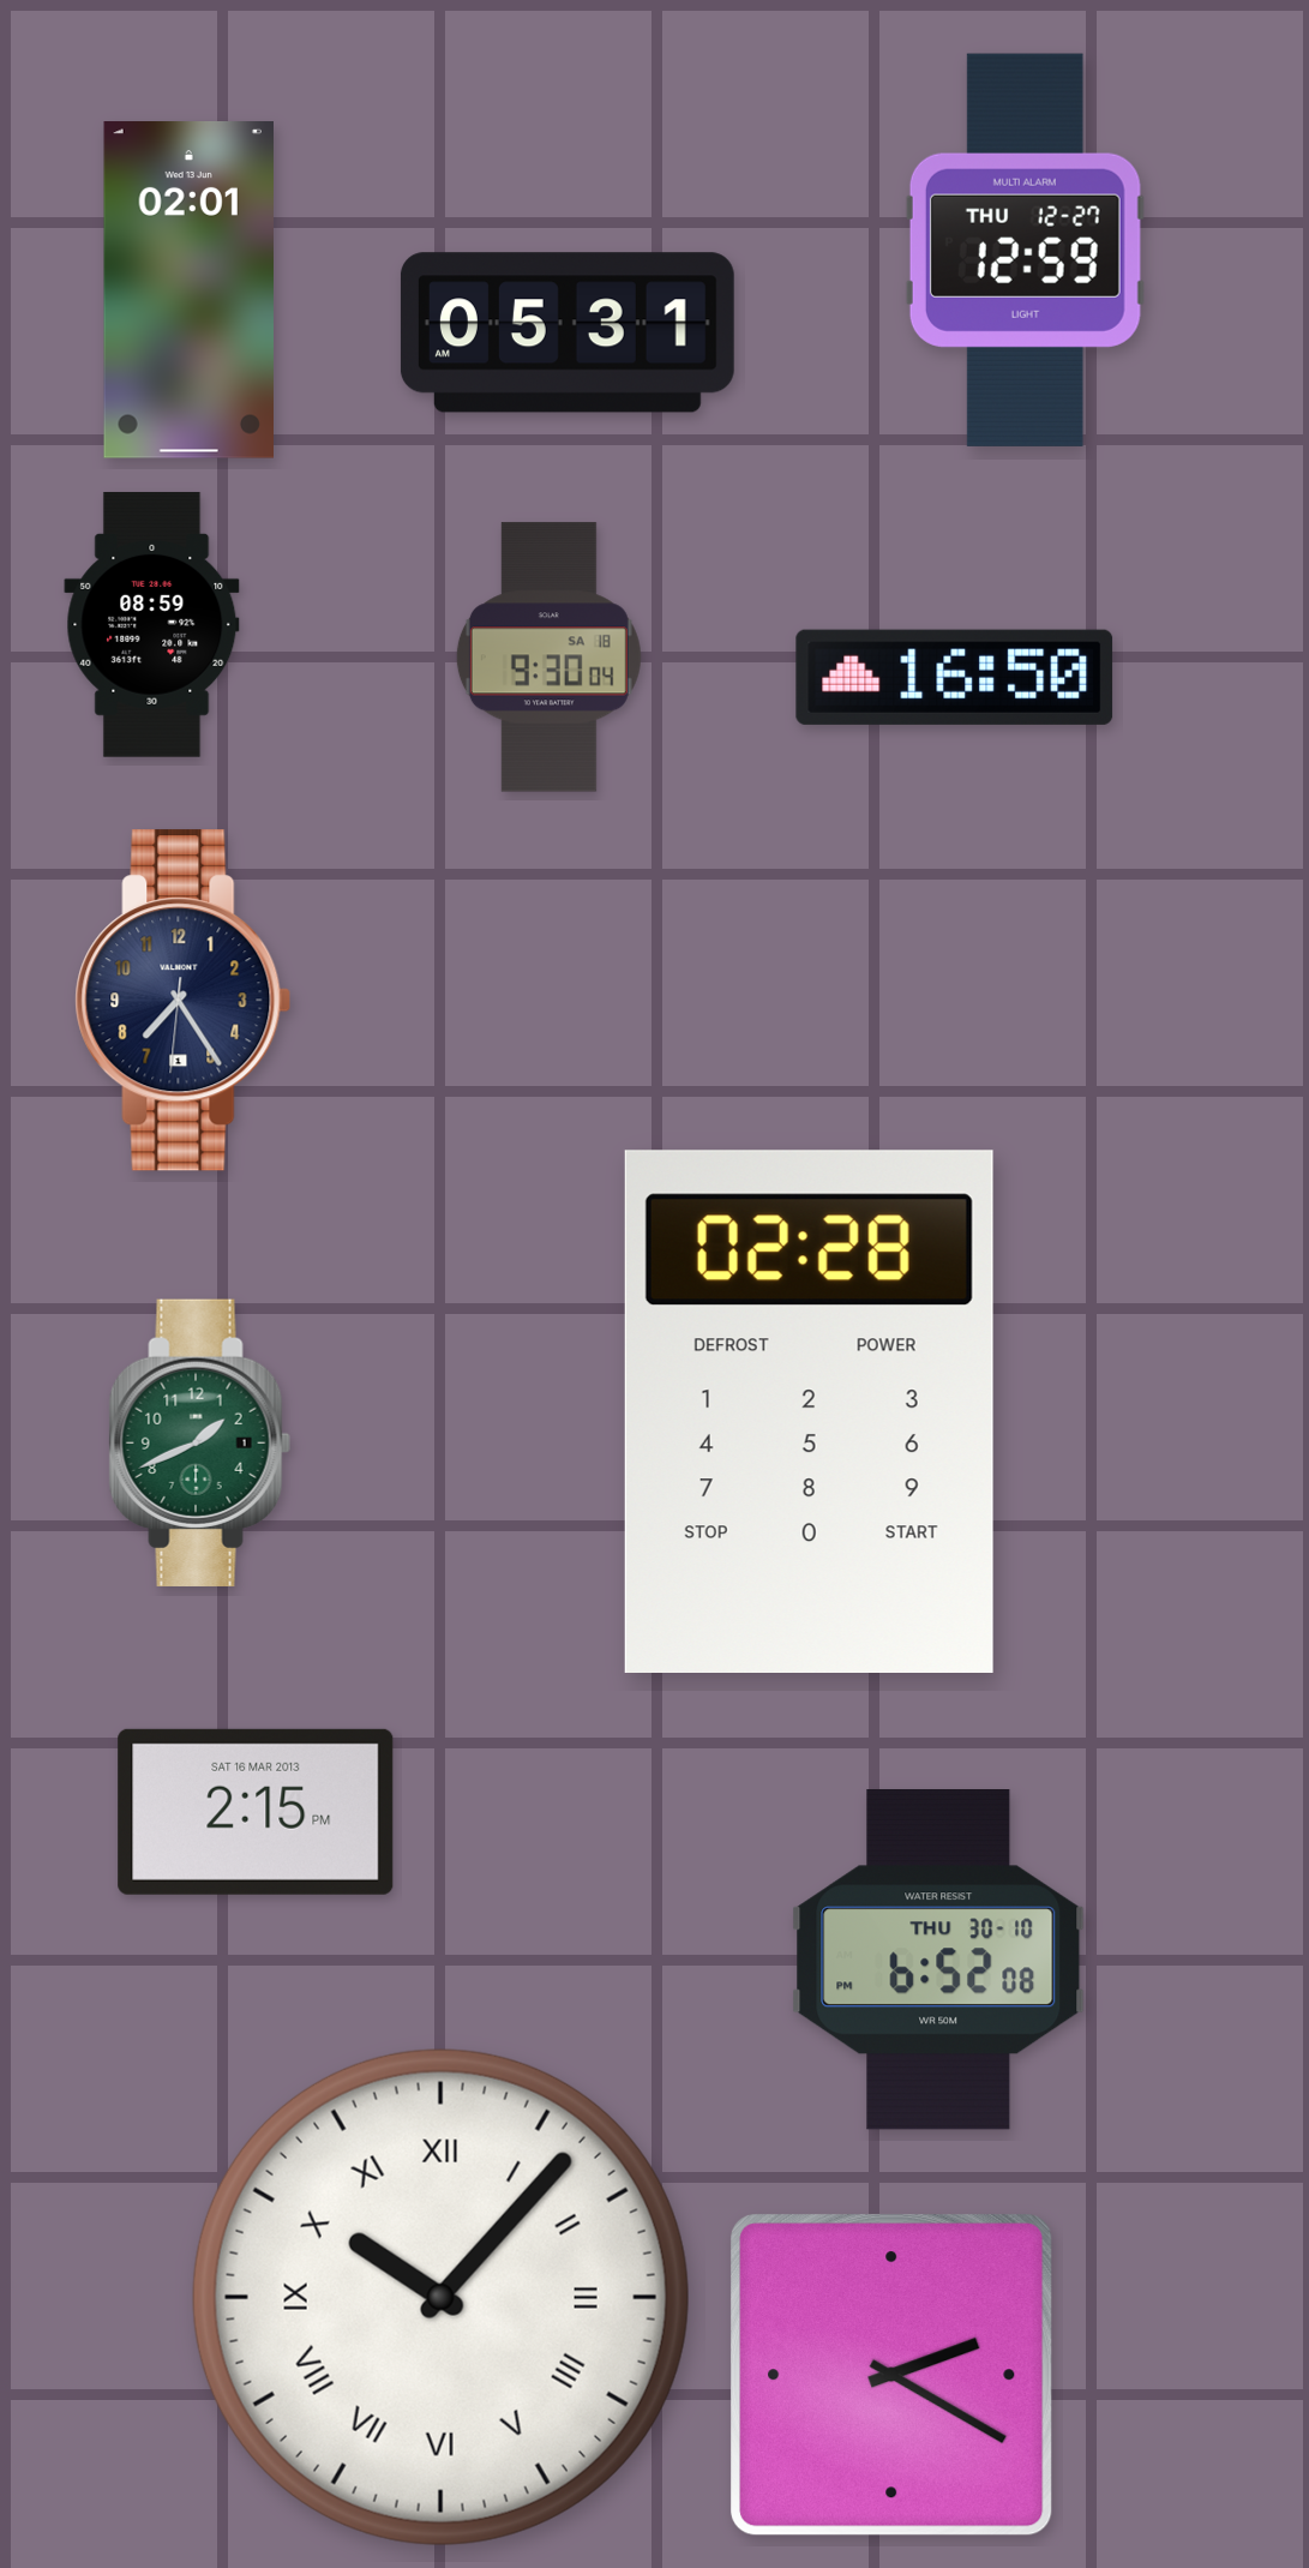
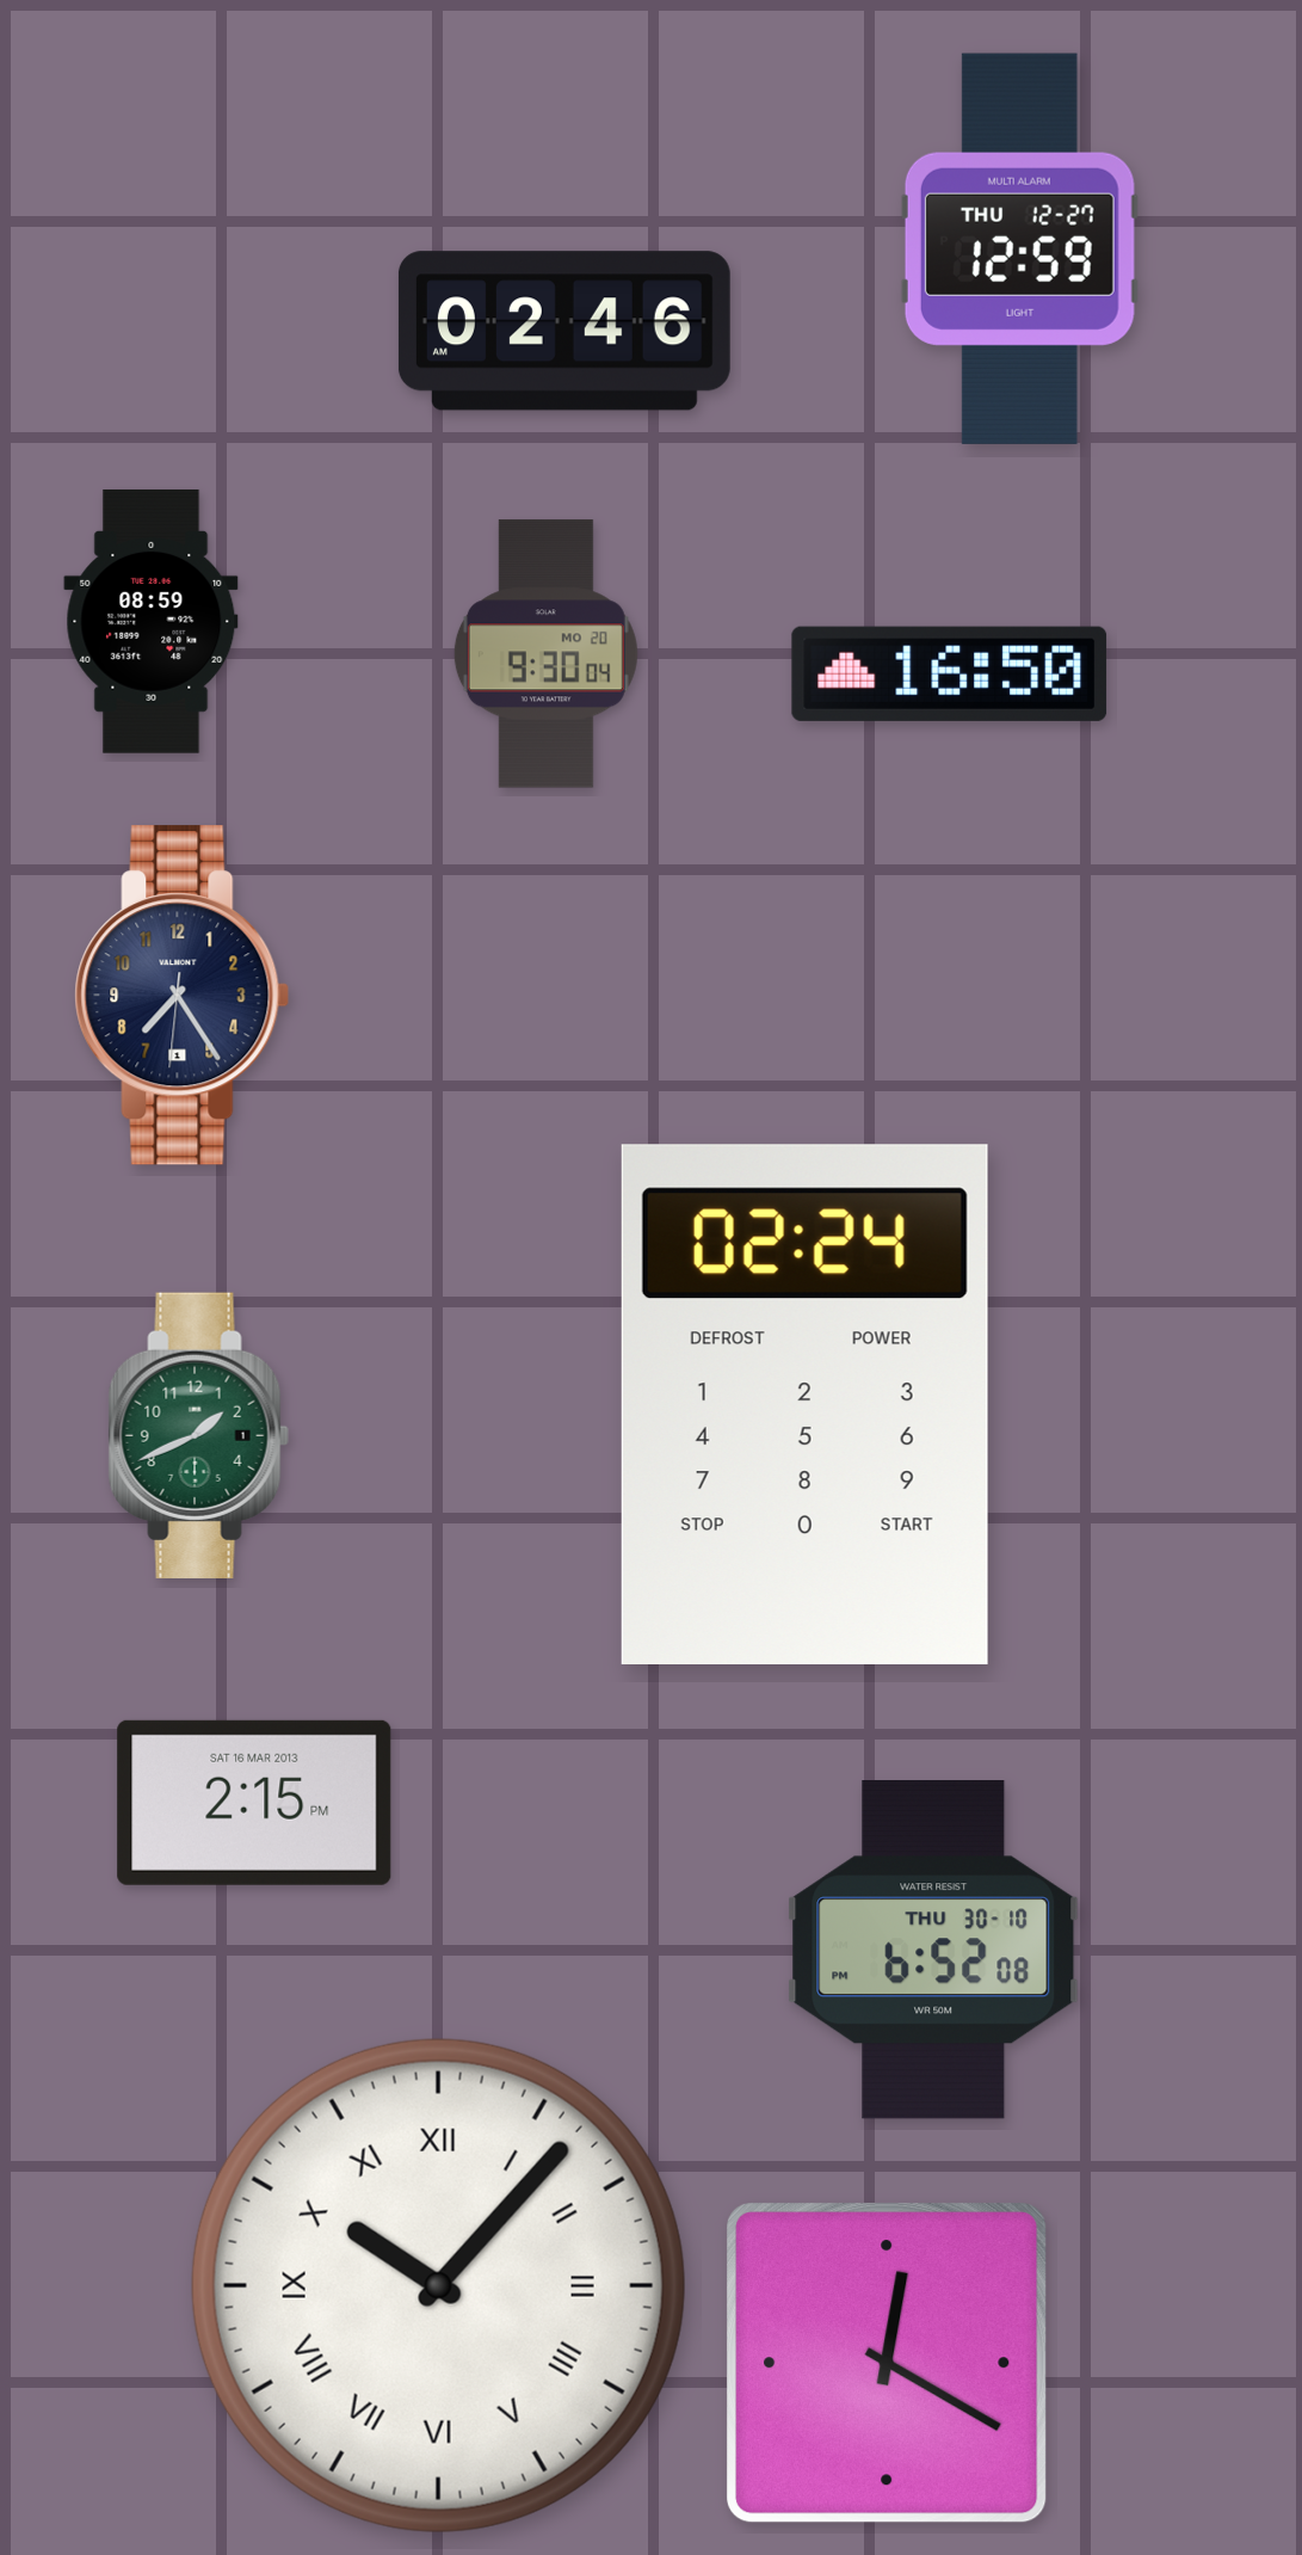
clock at (188, 290): 02:01 -> none
clock at (568, 332): 05:31 -> 02:46
clock at (548, 658) date: SA 18 -> MO 20
clock at (809, 1411): 02:28 -> 02:24
clock at (893, 2376): 2:20 -> 12:20
